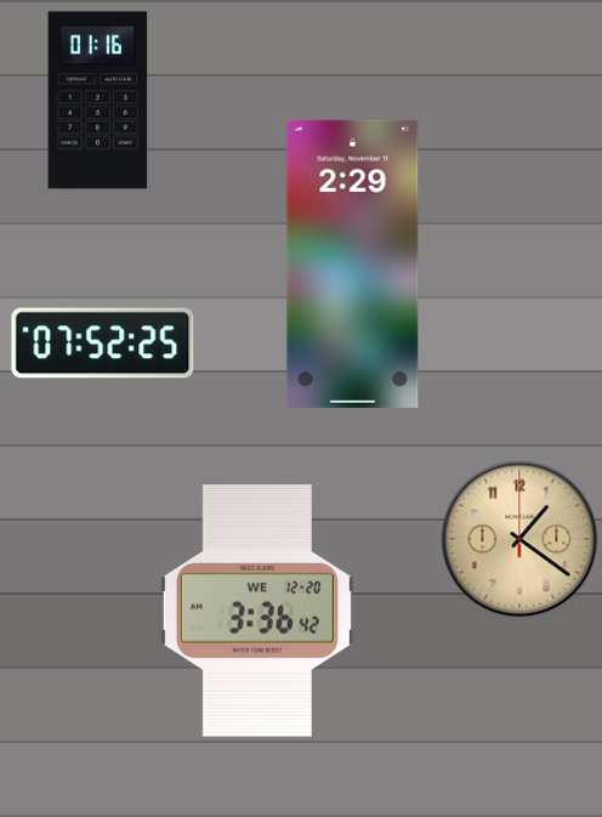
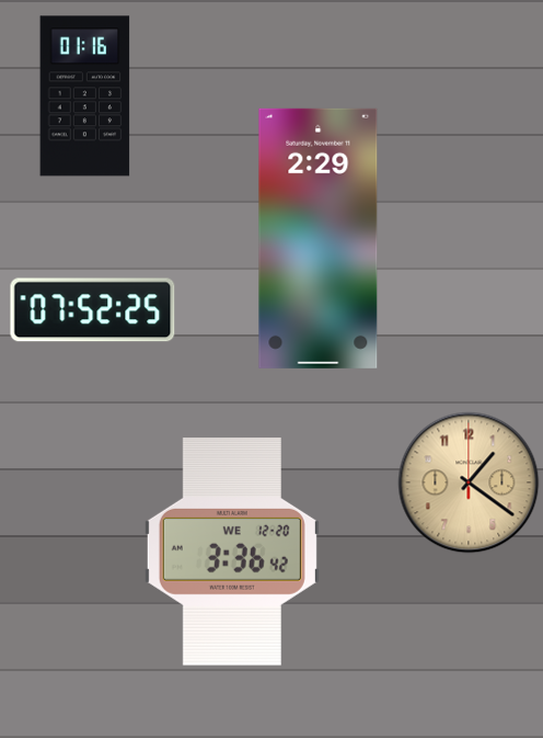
clock at (98, 101) position: (98, 101) -> (85, 96)
clock at (519, 539) position: (519, 539) -> (469, 482)
